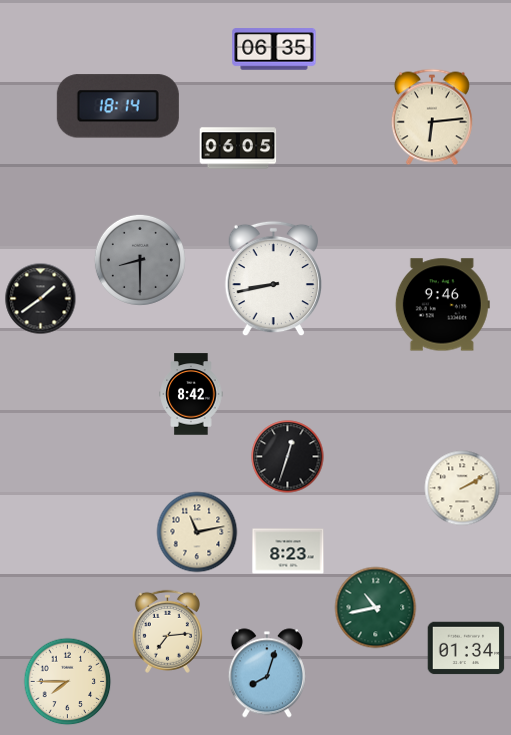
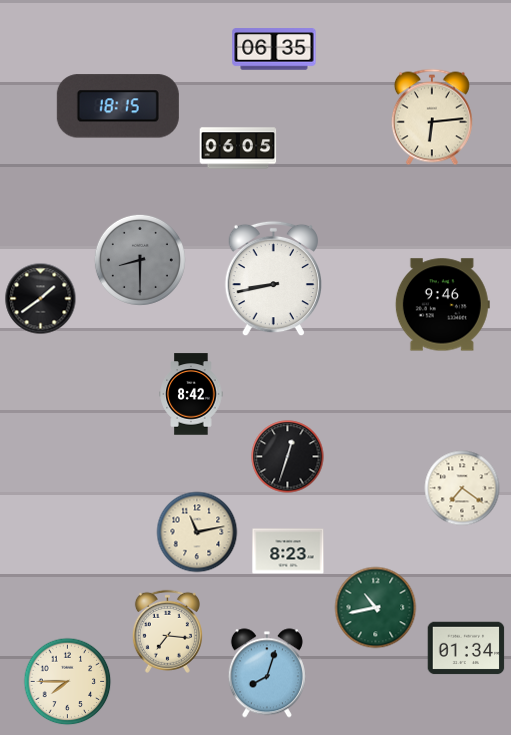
clock at (118, 106): 18:14 -> 18:15
clock at (462, 488): 2:10 -> 7:21
clock at (167, 631): 7:14 -> 7:16
